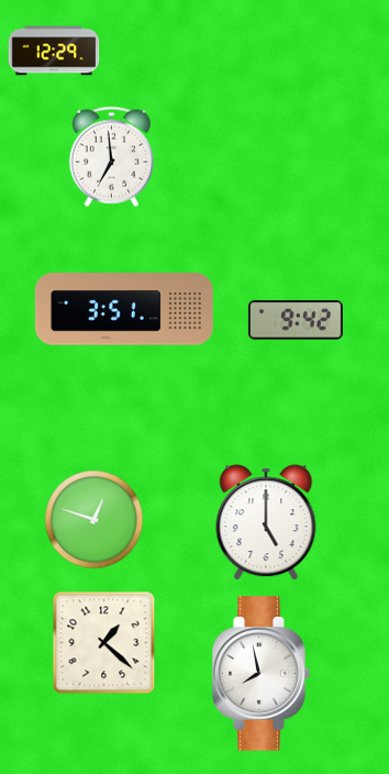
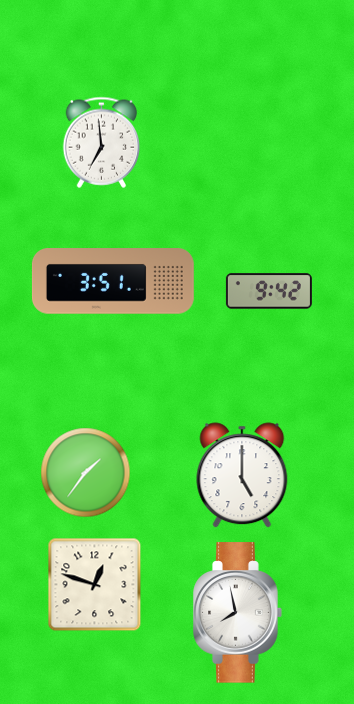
clock at (54, 51): 12:29 -> none
clock at (95, 520): 12:48 -> 1:36
clock at (104, 643): 1:22 -> 12:48
